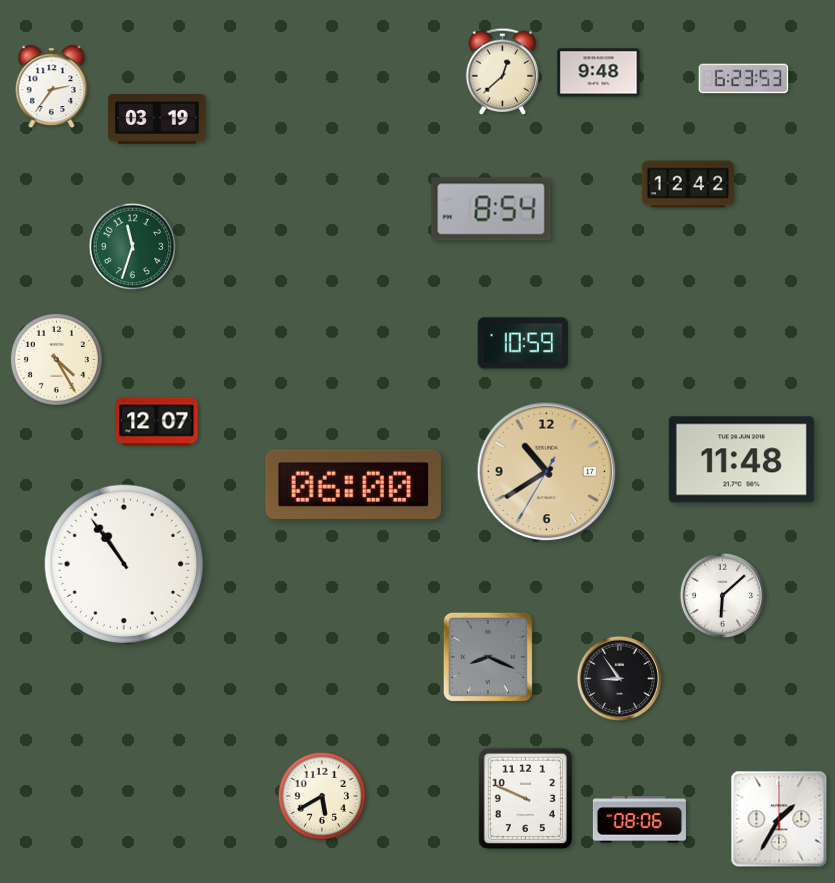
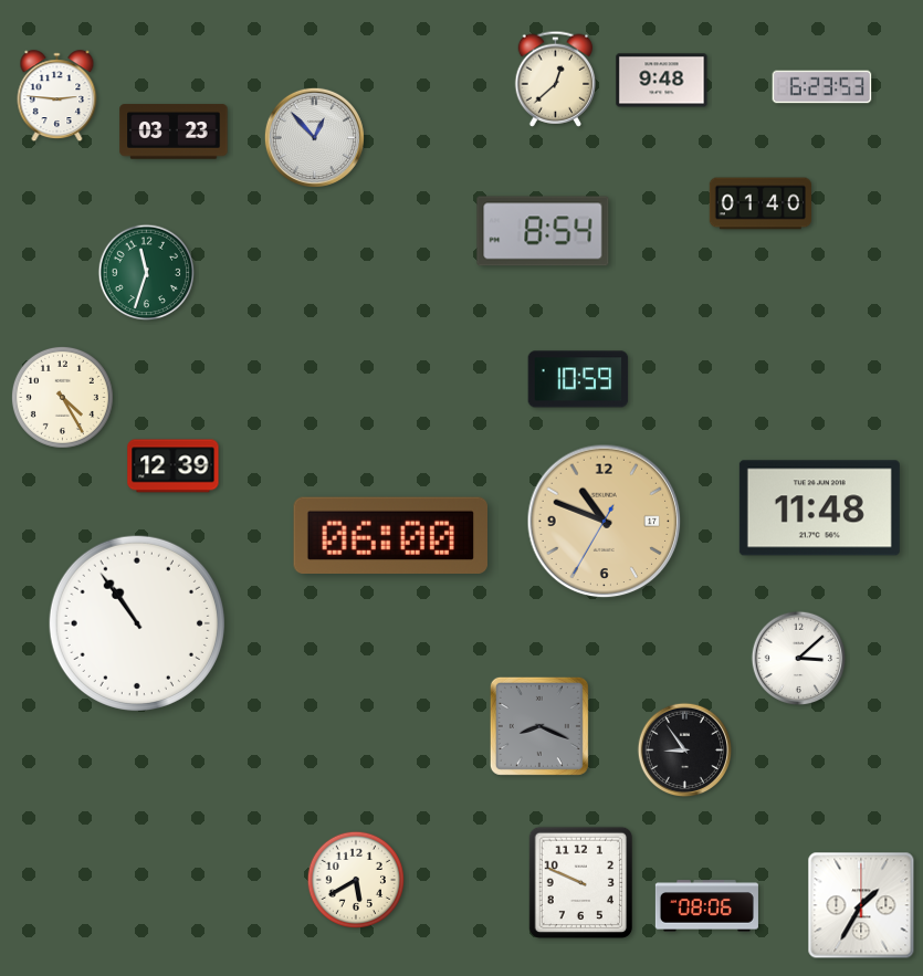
clock at (52, 87): 2:36 -> 2:46
clock at (157, 119): 03:19 -> 03:23
clock at (314, 137): none -> 12:53
clock at (687, 184): 12:42 -> 01:40
clock at (157, 422): 12:07 -> 12:39
clock at (547, 472): 10:39 -> 10:48
clock at (723, 596): 6:08 -> 3:08
